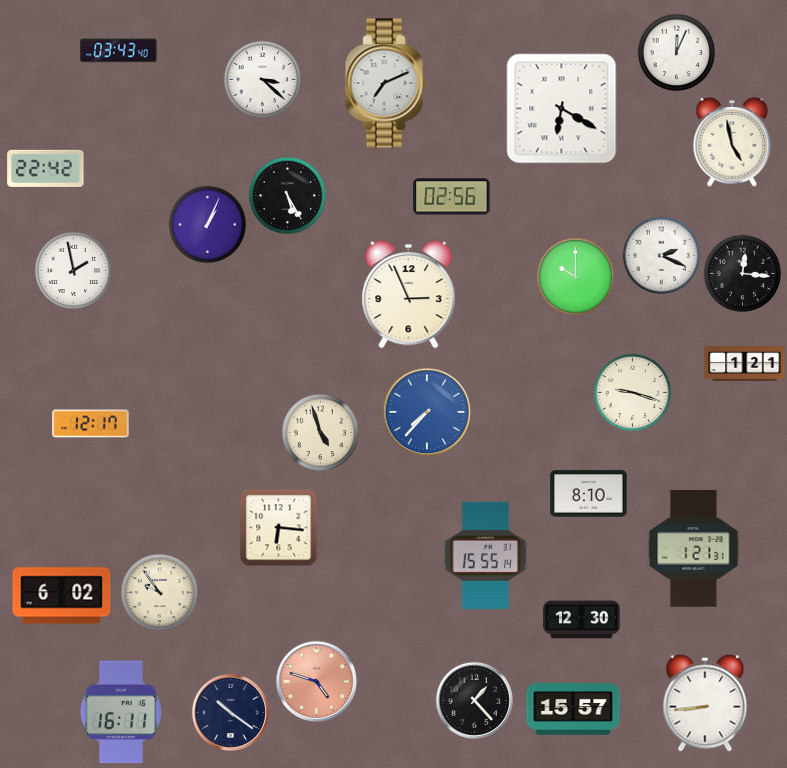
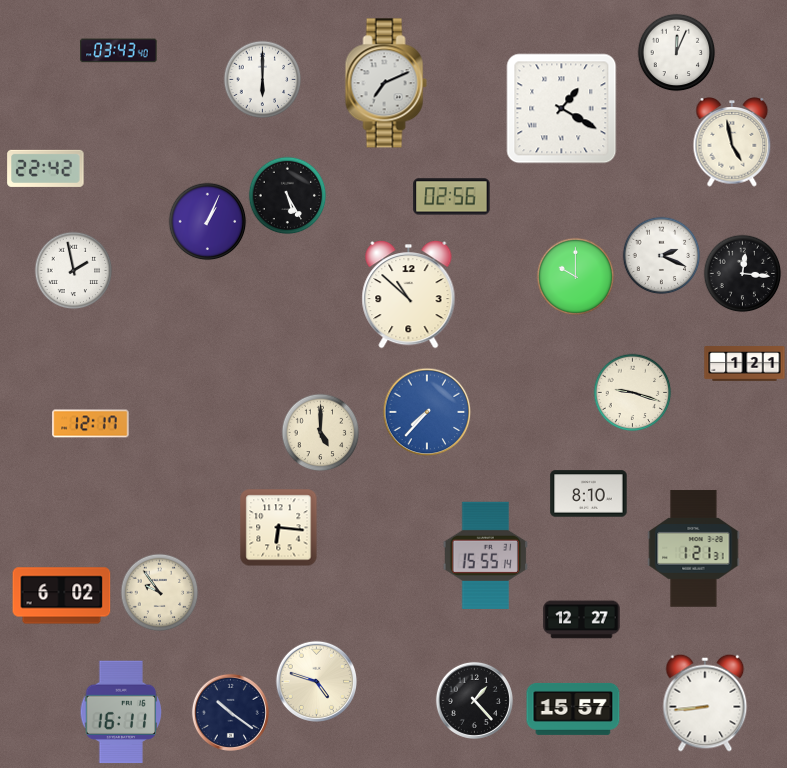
clock at (262, 79): 3:22 -> 6:00
clock at (562, 109): 6:20 -> 1:20
clock at (207, 224) position: (207, 224) -> (207, 221)
clock at (409, 295): 2:56 -> 10:52
clock at (320, 432): 4:57 -> 5:00
clock at (582, 620): 12:30 -> 12:27
clock at (316, 681) dial: salmon -> cream
